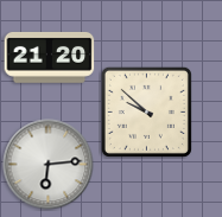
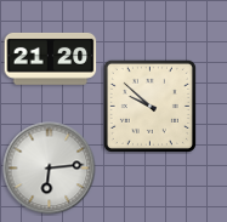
clock at (146, 111) position: (146, 111) -> (149, 106)
